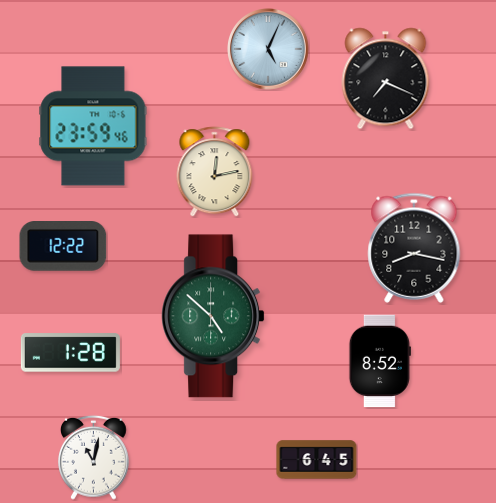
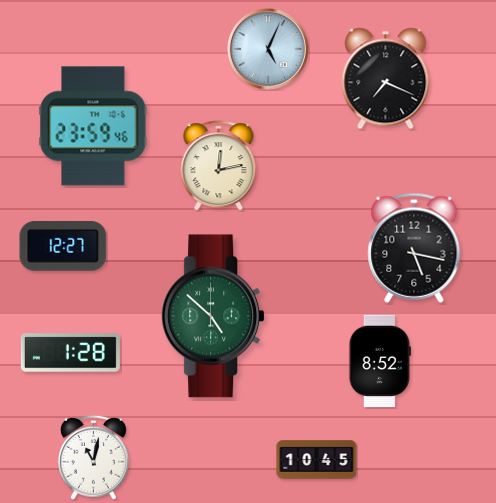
clock at (215, 172) position: (215, 172) -> (219, 166)
clock at (63, 247): 12:22 -> 12:27
clock at (414, 248): 8:17 -> 5:17
clock at (317, 460): 6:45 -> 10:45
